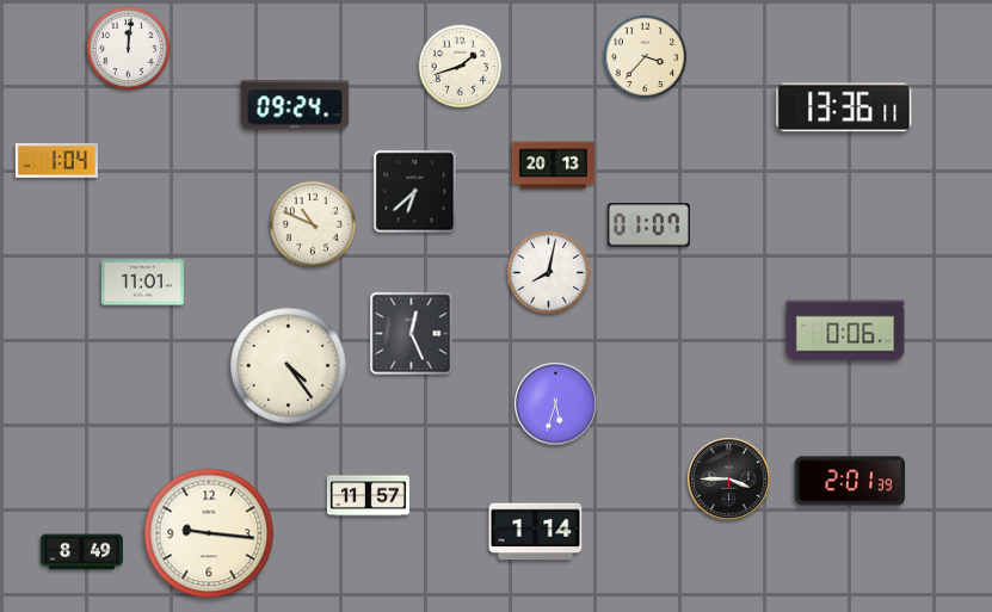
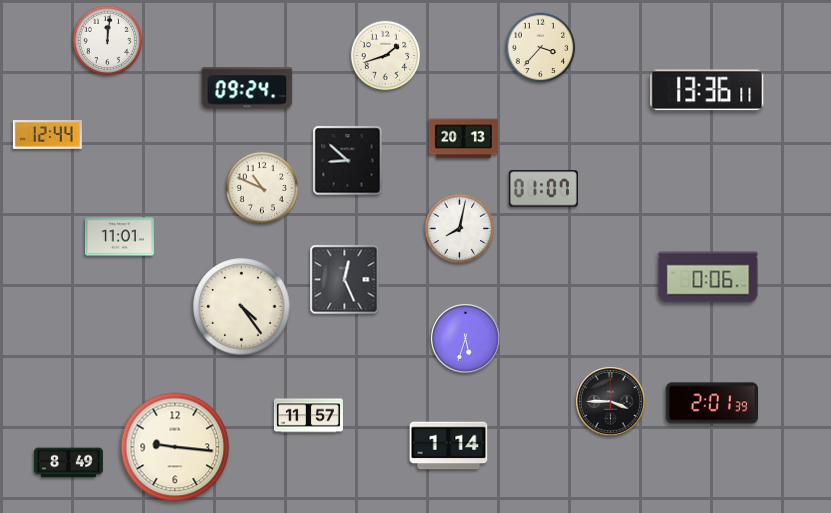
clock at (56, 161): 1:04 -> 12:44
clock at (415, 192): 6:38 -> 8:52
